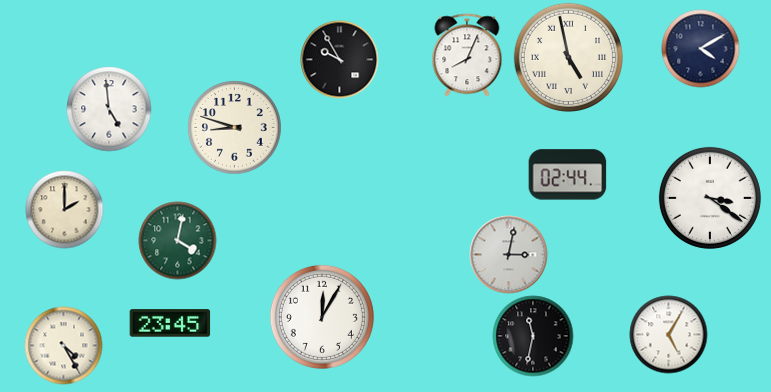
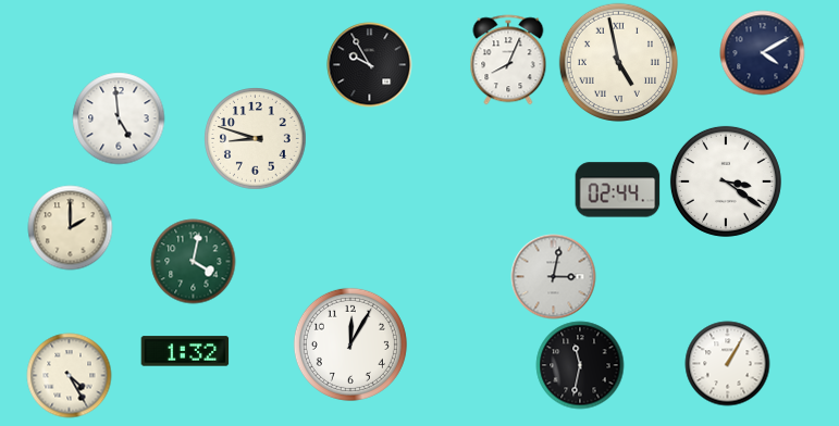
clock at (710, 198) position: (710, 198) -> (726, 181)
clock at (170, 323): 23:45 -> 1:32
clock at (668, 334): 5:05 -> 1:05
